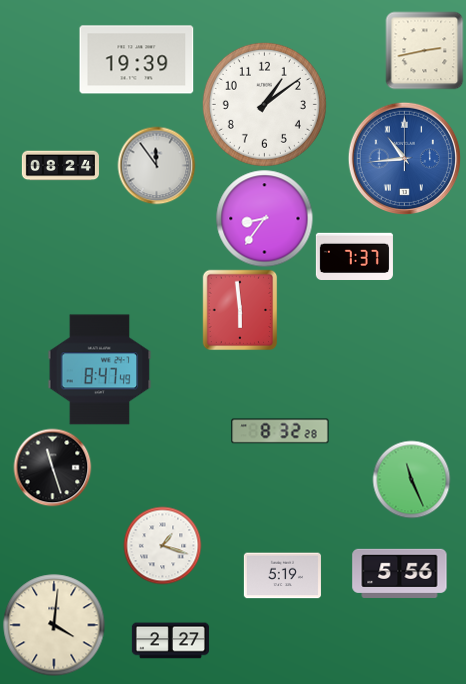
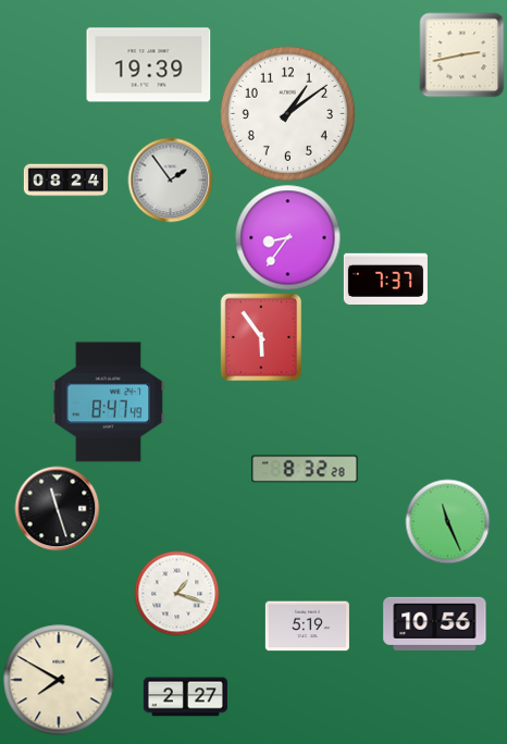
clock at (404, 158): 10:44 -> none
clock at (156, 165): 11:54 -> 1:54
clock at (240, 310): 5:59 -> 5:54
clock at (400, 573): 5:56 -> 10:56
clock at (54, 625): 4:01 -> 7:50
